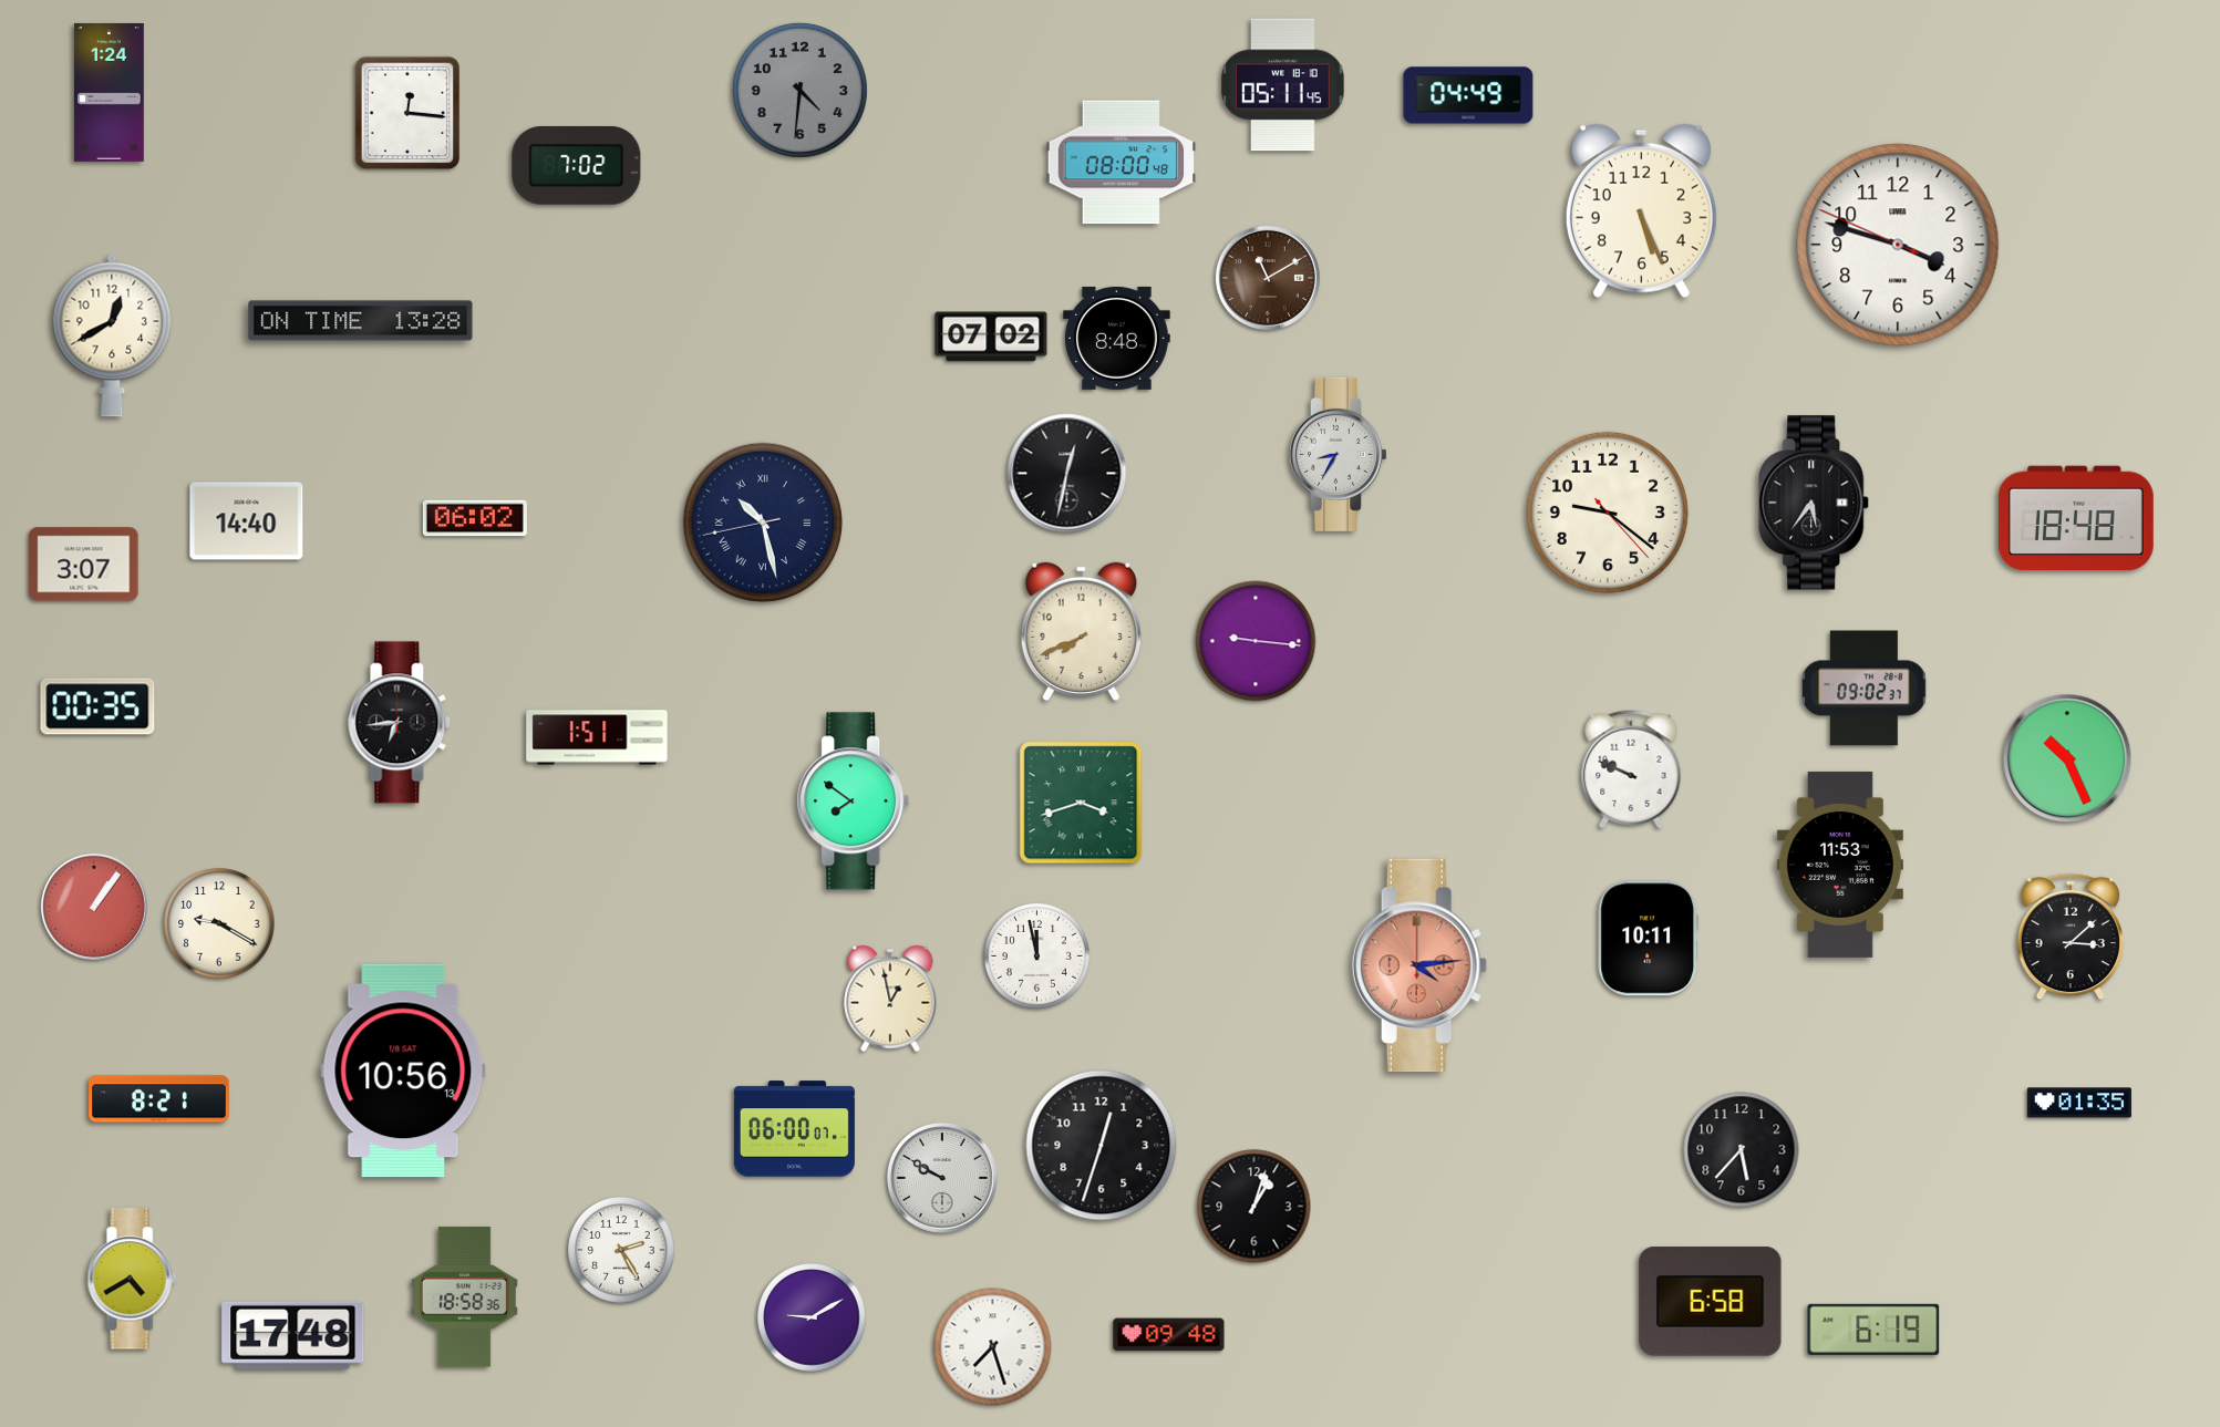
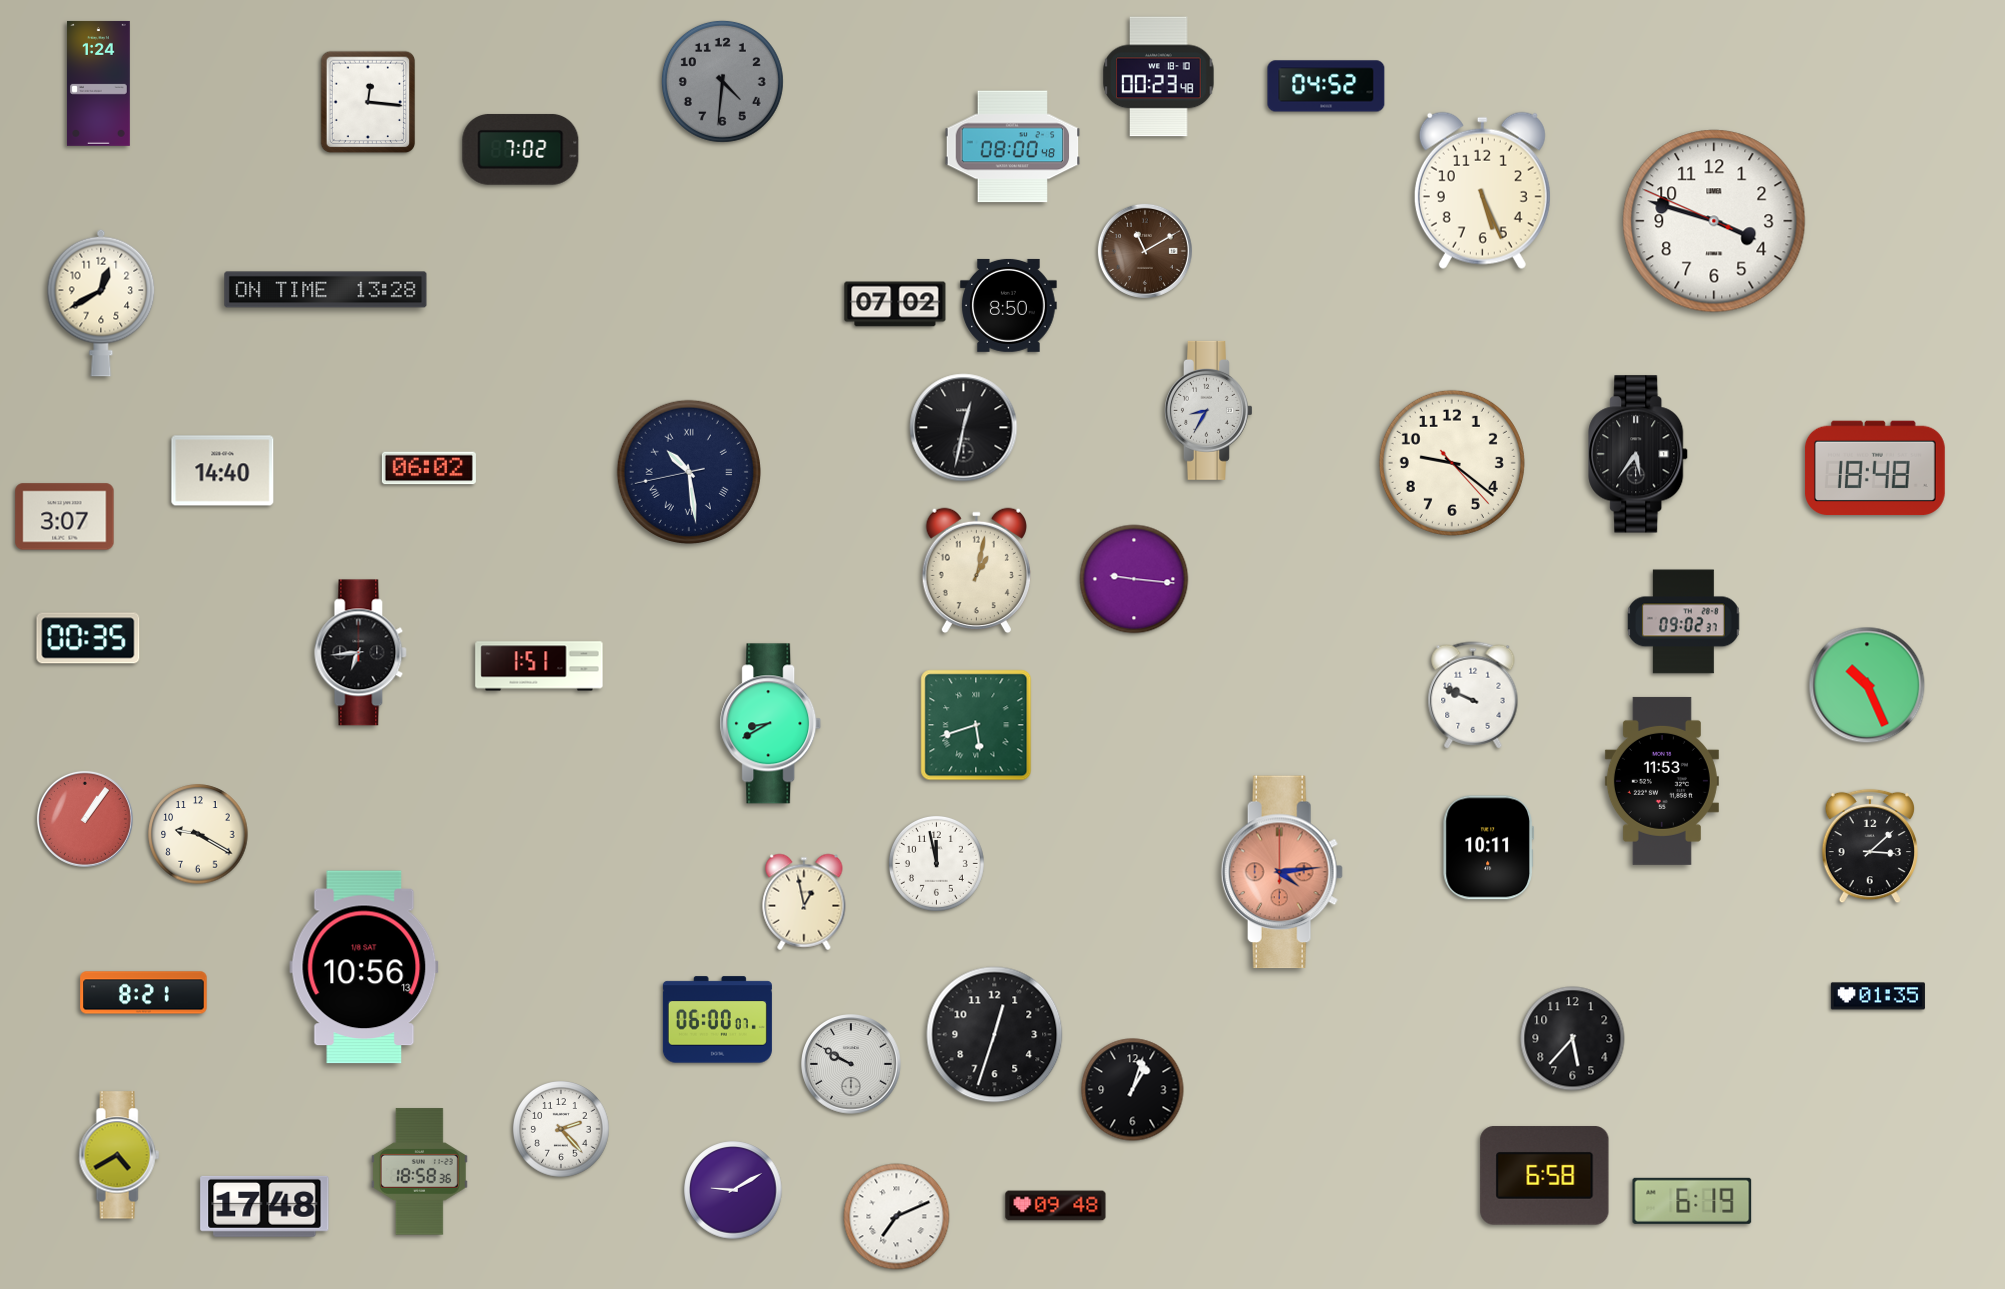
clock at (1283, 85): 05:11 -> 00:23
clock at (1468, 95): 04:49 -> 04:52
clock at (1117, 338): 8:48 -> 8:50
clock at (763, 523): 10:27 -> 10:28
clock at (84, 565) position: (84, 565) -> (65, 517)
clock at (1081, 632): 7:41 -> 1:02
clock at (854, 802): 7:51 -> 8:40
clock at (1081, 803): 3:42 -> 5:42
clock at (622, 1251): 2:25 -> 2:23
clock at (993, 1347): 7:27 -> 7:11
